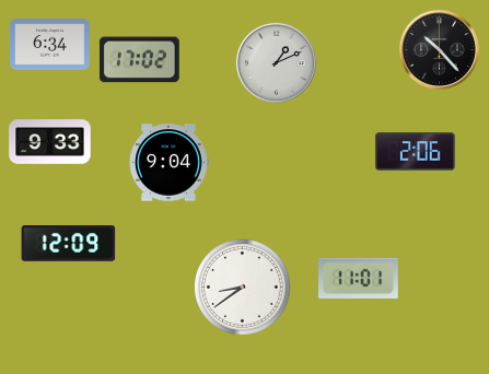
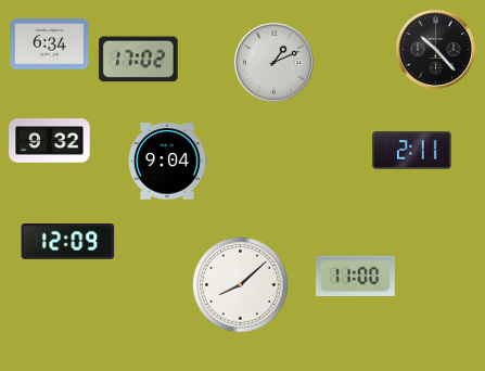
clock at (50, 142): 9:33 -> 9:32
clock at (416, 152): 2:06 -> 2:11
clock at (359, 278): 11:01 -> 11:00
clock at (243, 288): 8:39 -> 8:08
